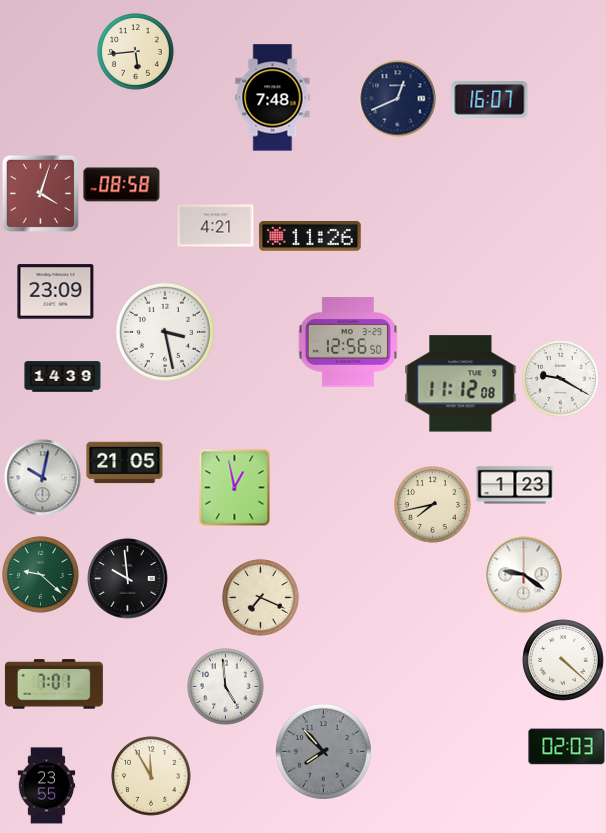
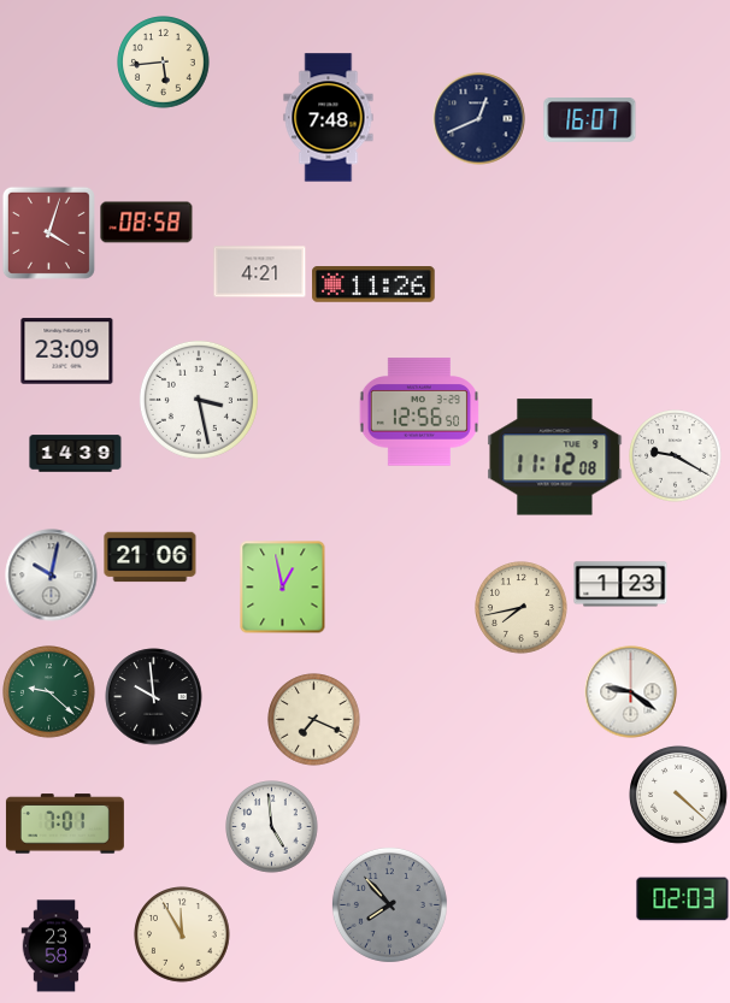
clock at (461, 384) position: (461, 384) -> (555, 458)
clock at (125, 463): 21:05 -> 21:06
clock at (47, 786): 23:55 -> 23:58
